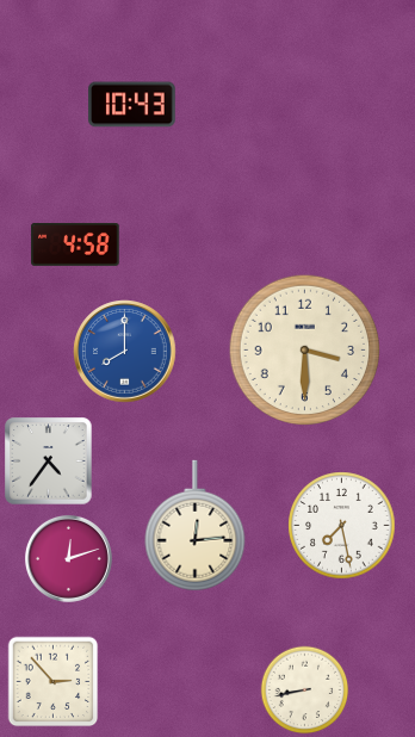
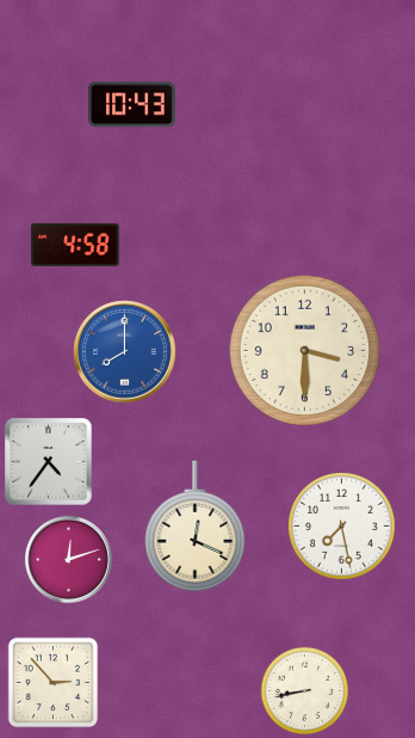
clock at (196, 526): 12:14 -> 12:19
